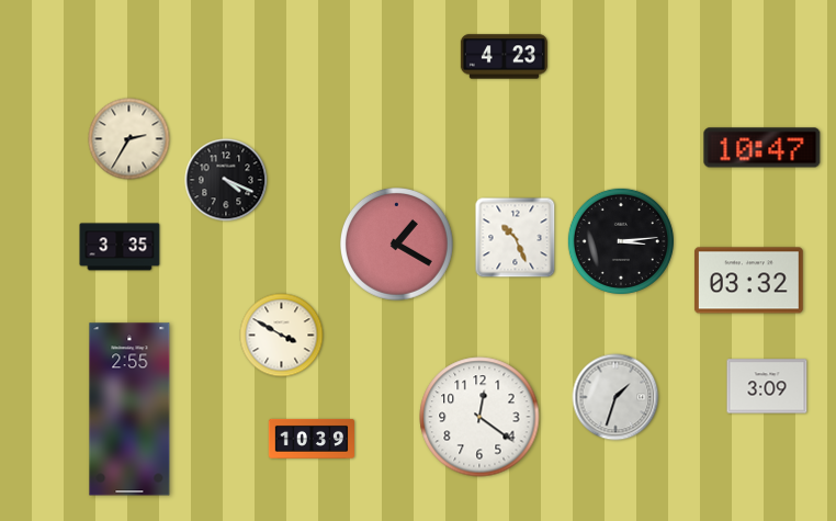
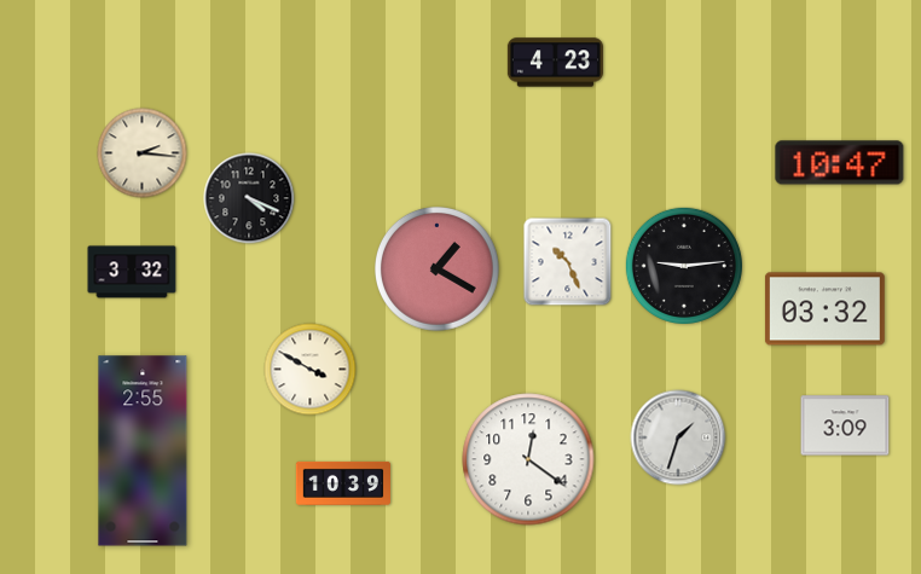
clock at (129, 139): 2:35 -> 2:16
clock at (621, 241): 3:14 -> 9:14
clock at (120, 247): 3:35 -> 3:32
